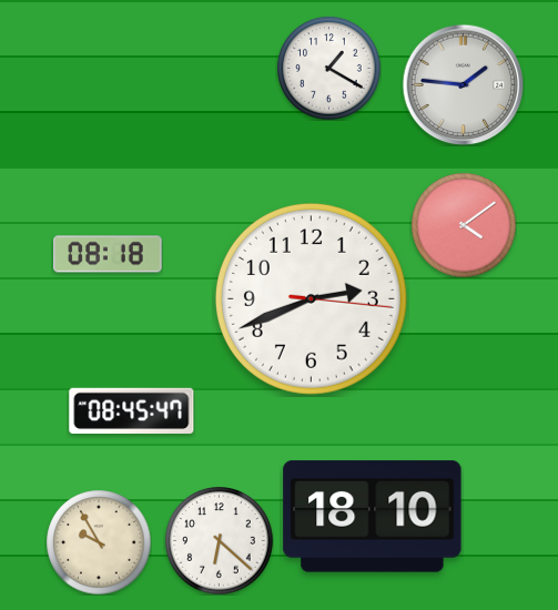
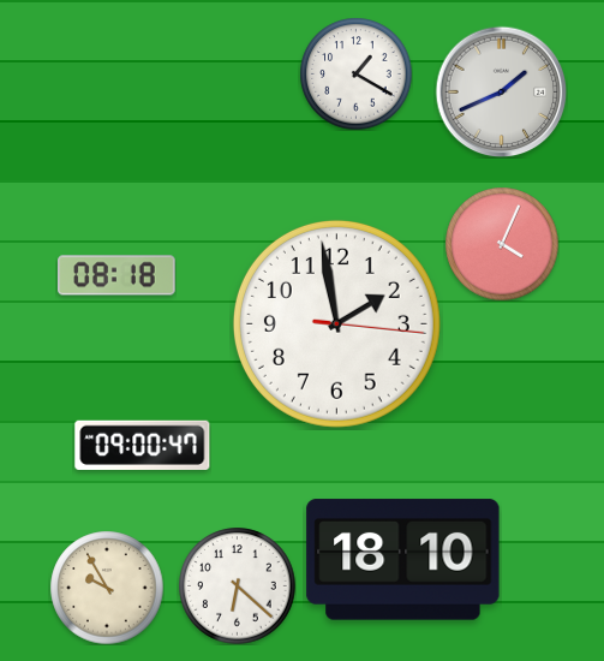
clock at (463, 84): 1:46 -> 1:41
clock at (464, 225): 4:09 -> 4:04
clock at (311, 298): 2:41 -> 1:58
clock at (132, 410): 08:45 -> 09:00
